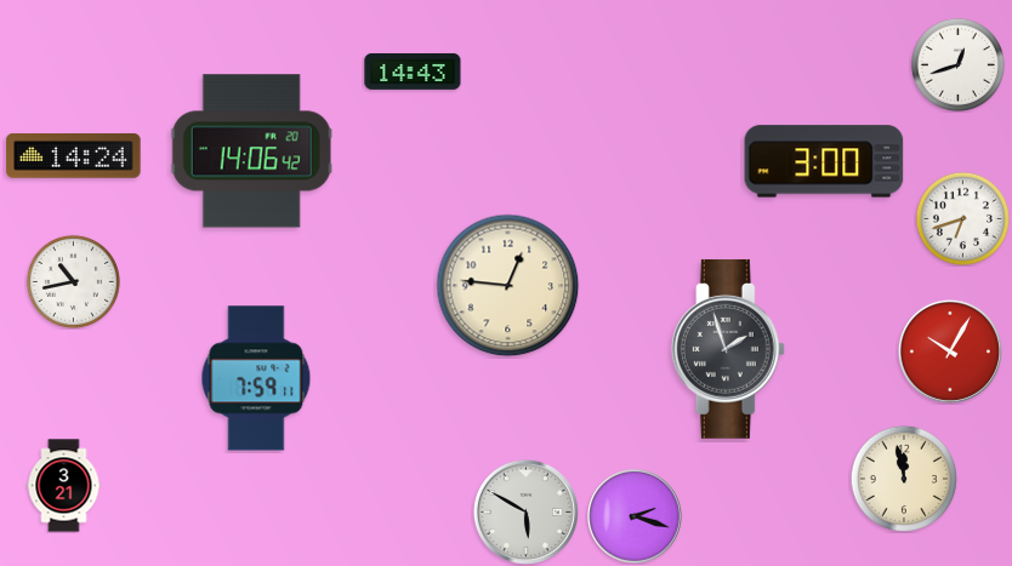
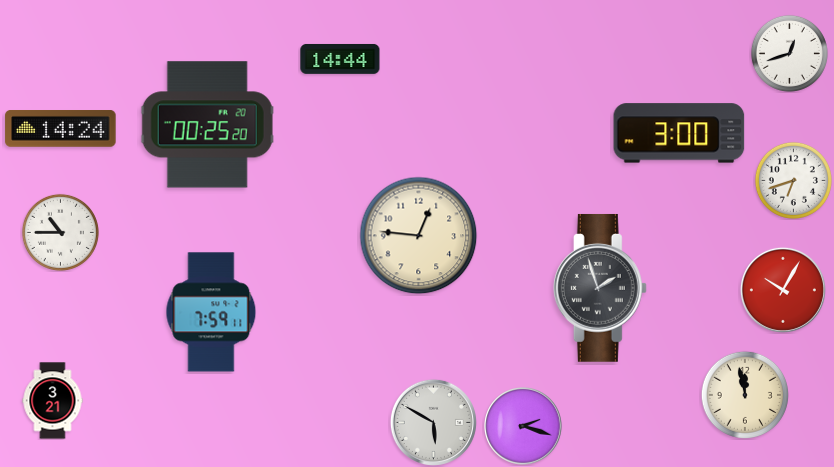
clock at (413, 72): 14:43 -> 14:44
clock at (251, 151): 14:06 -> 00:25
clock at (73, 281): 10:43 -> 10:45
